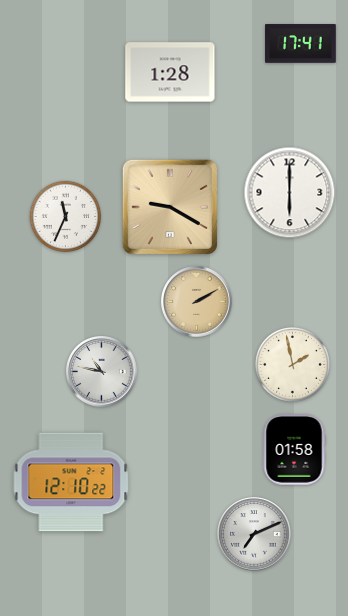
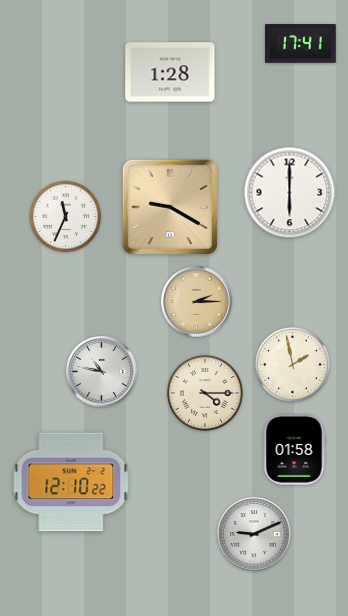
clock at (197, 302): 2:10 -> 2:15
clock at (205, 393): none -> 4:15
clock at (254, 534): 7:11 -> 9:11
